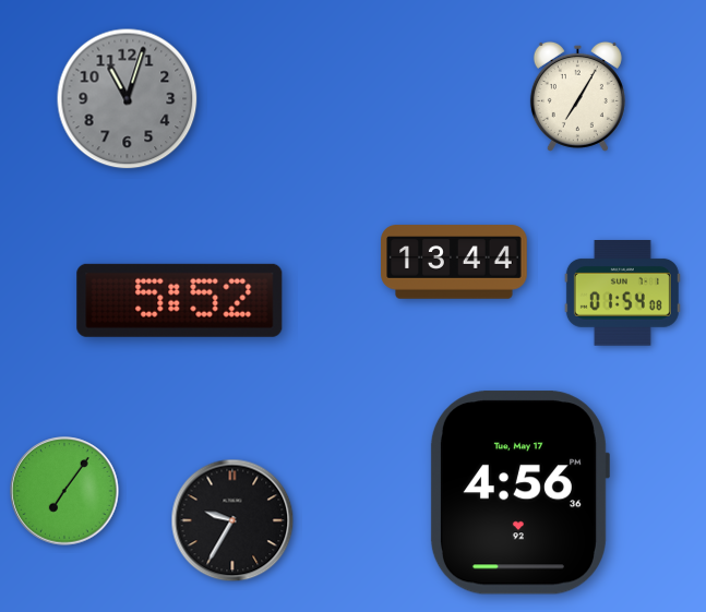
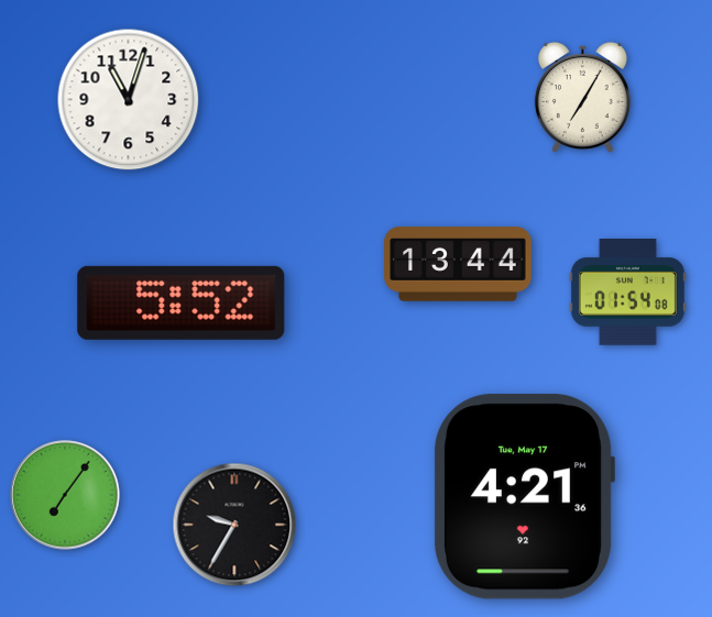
clock at (128, 99) dial: grey -> white
clock at (622, 293) position: (622, 293) -> (627, 293)
clock at (519, 493): 4:56 -> 4:21
